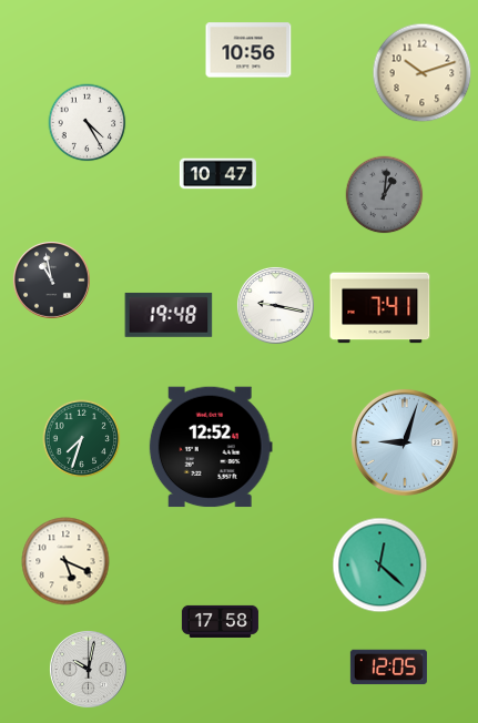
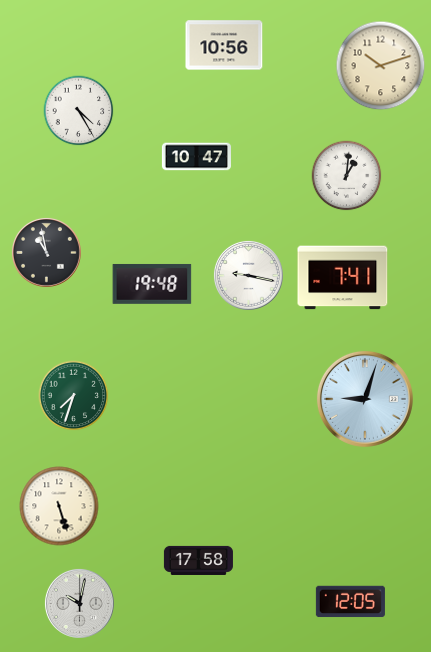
clock at (385, 195) dial: grey -> white
clock at (211, 447): 12:52 -> none
clock at (65, 561): 5:19 -> 5:27
clock at (380, 566): 12:22 -> none
